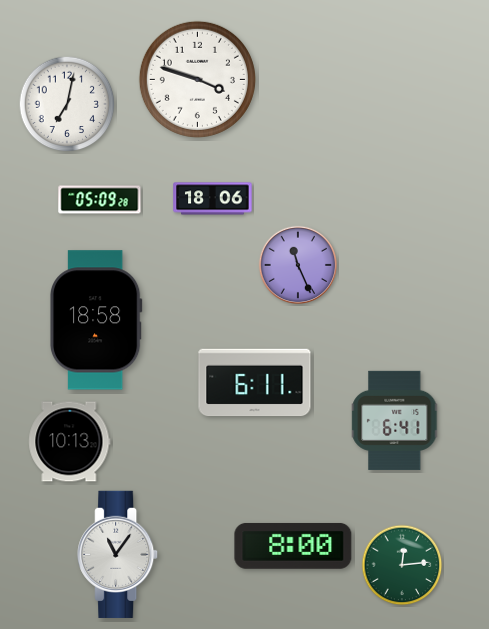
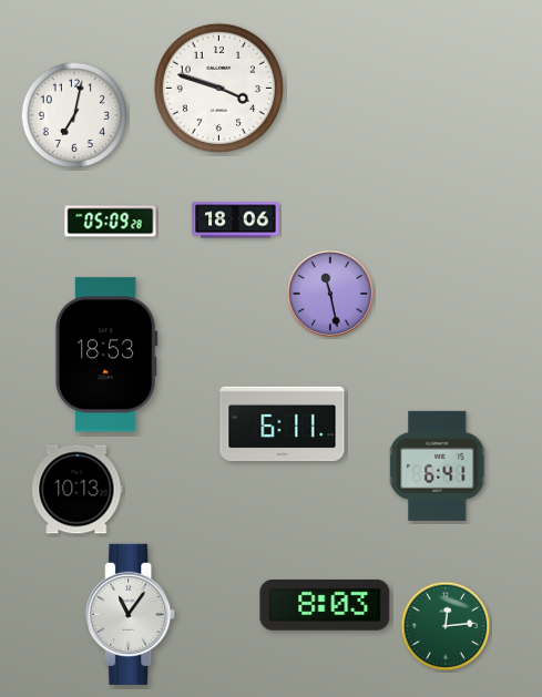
clock at (297, 264): 11:26 -> 11:28
clock at (96, 320): 18:58 -> 18:53
clock at (293, 546): 8:00 -> 8:03
